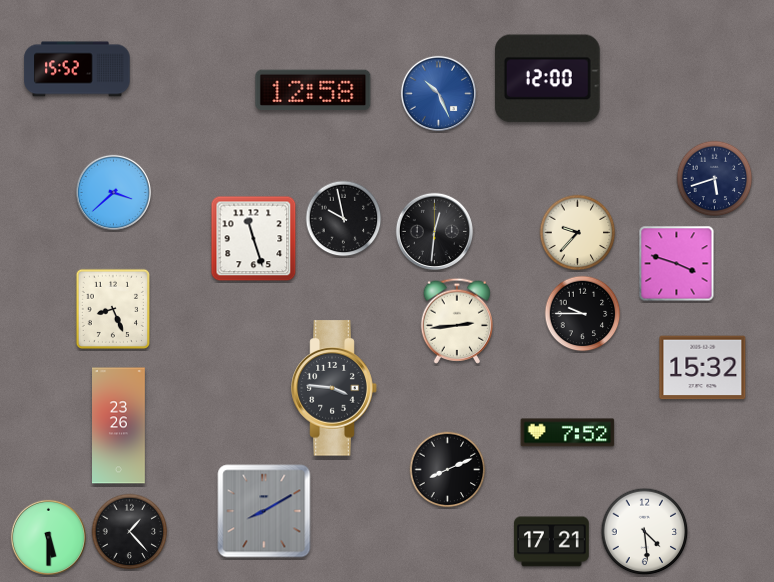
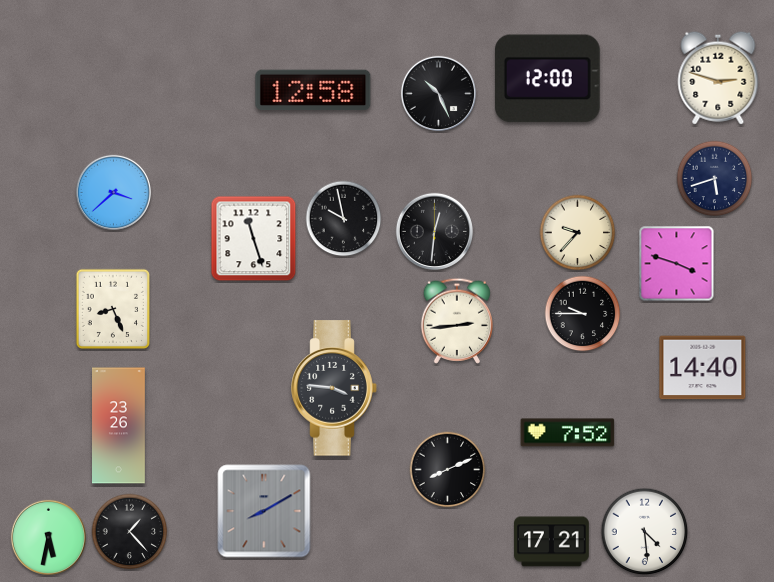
clock at (77, 69): 15:52 -> none
clock at (718, 78): none -> 2:48
clock at (438, 93) dial: blue -> black
clock at (703, 368): 15:32 -> 14:40
clock at (48, 537): 5:30 -> 5:32
